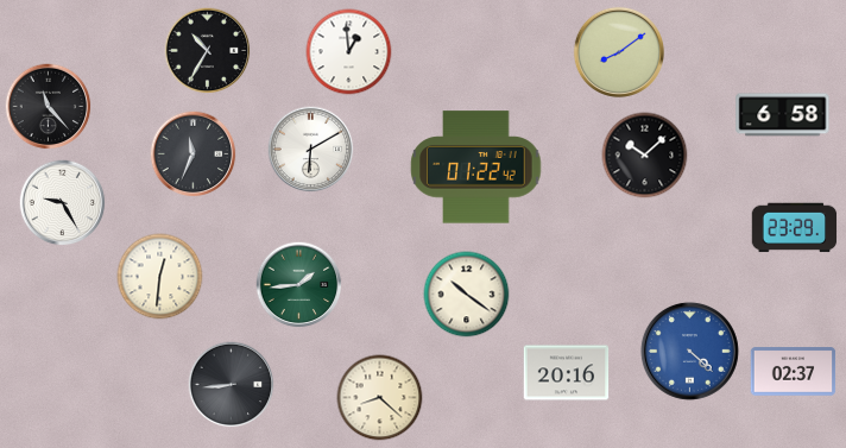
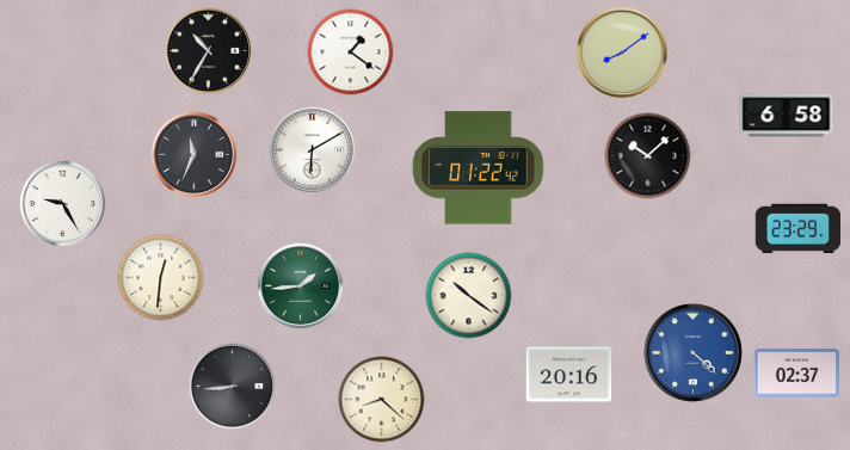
clock at (349, 52): 12:59 -> 1:21
clock at (49, 107): 11:23 -> none
